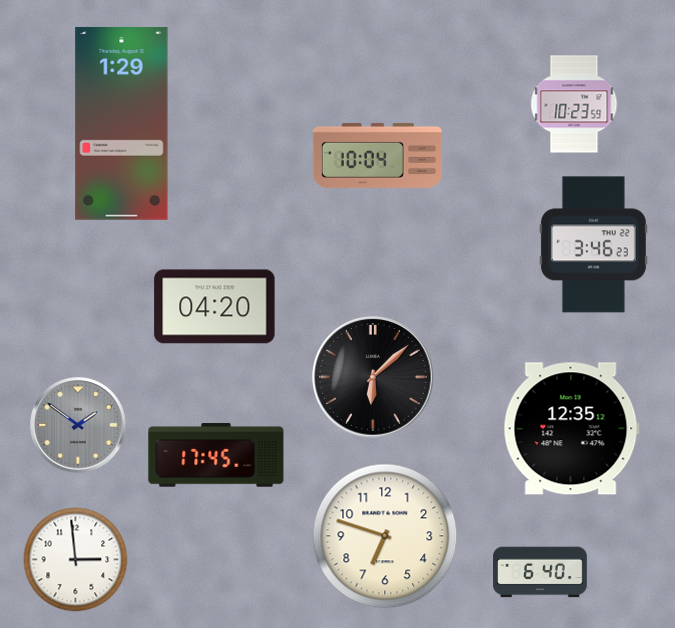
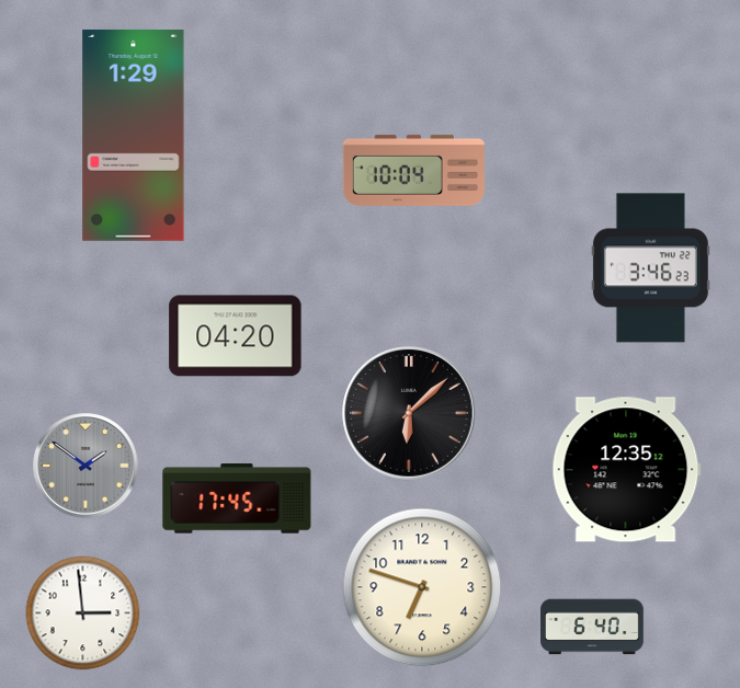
clock at (574, 104): 10:23 -> none
